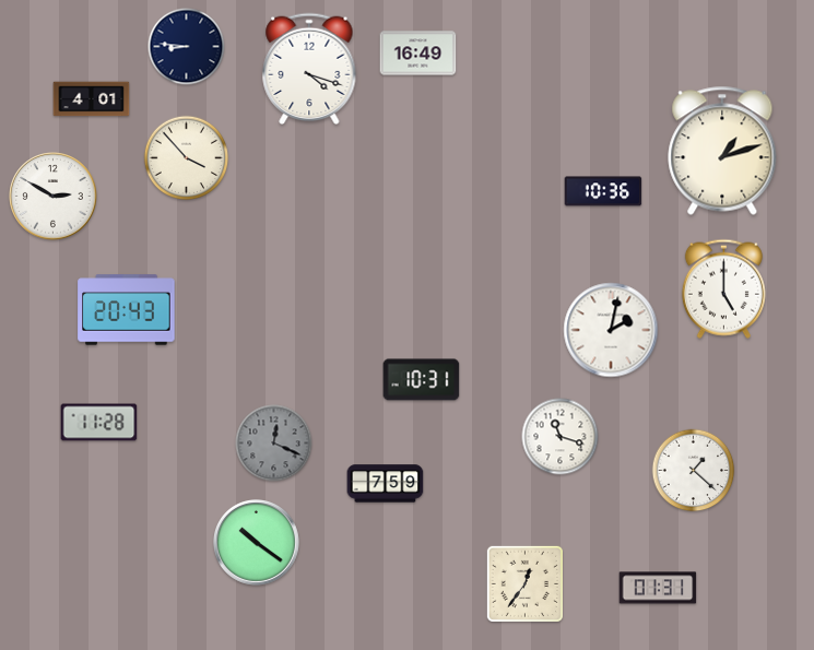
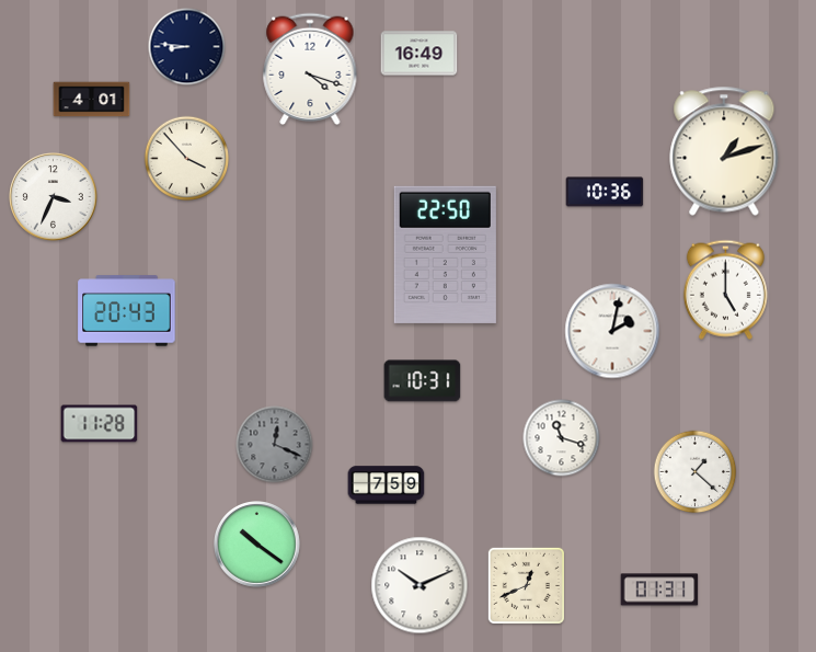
clock at (54, 197): 2:50 -> 3:34
clock at (445, 254): none -> 22:50
clock at (420, 585): none -> 10:11
clock at (524, 583): 12:36 -> 12:41
